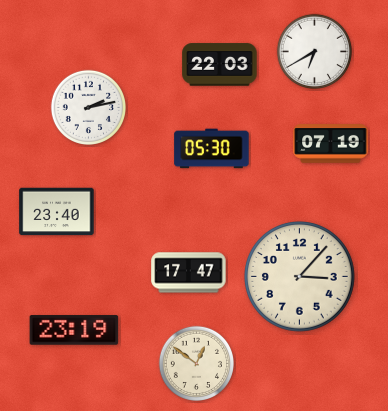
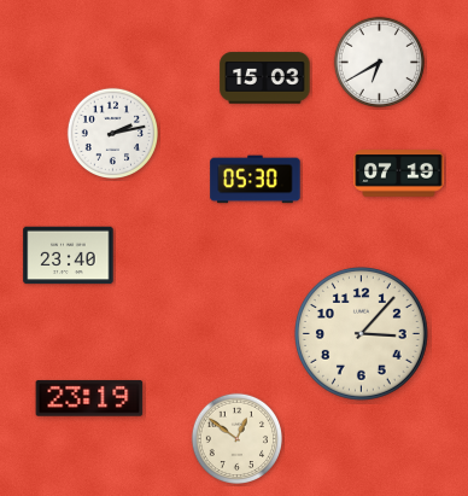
clock at (220, 65): 22:03 -> 15:03
clock at (88, 107) position: (88, 107) -> (112, 133)
clock at (189, 273): 17:47 -> none
